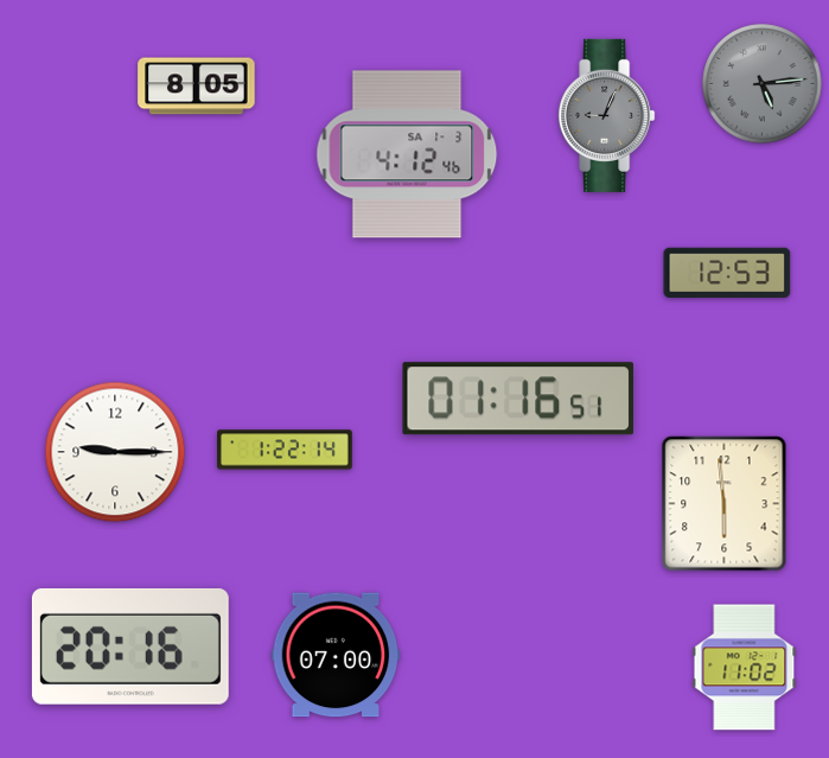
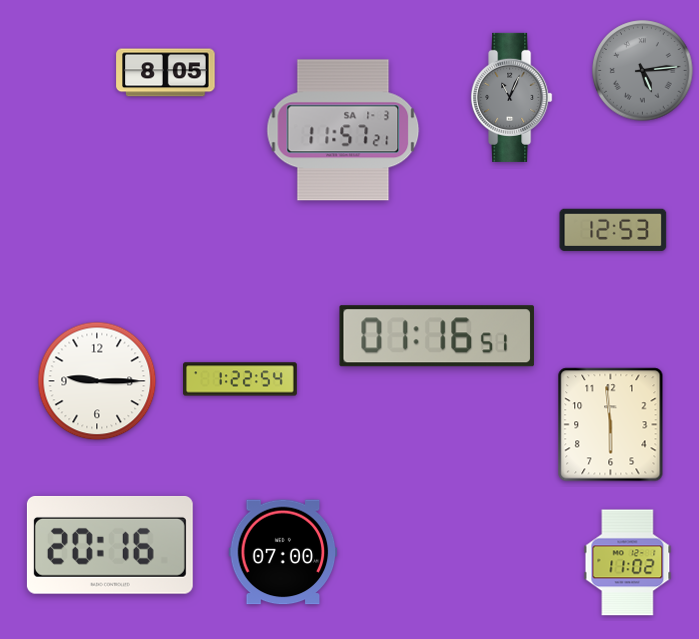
clock at (607, 115): 9:04 -> 11:04
clock at (407, 154): 4:12 -> 11:57
clock at (286, 450): 1:22:14 -> 1:22:54
